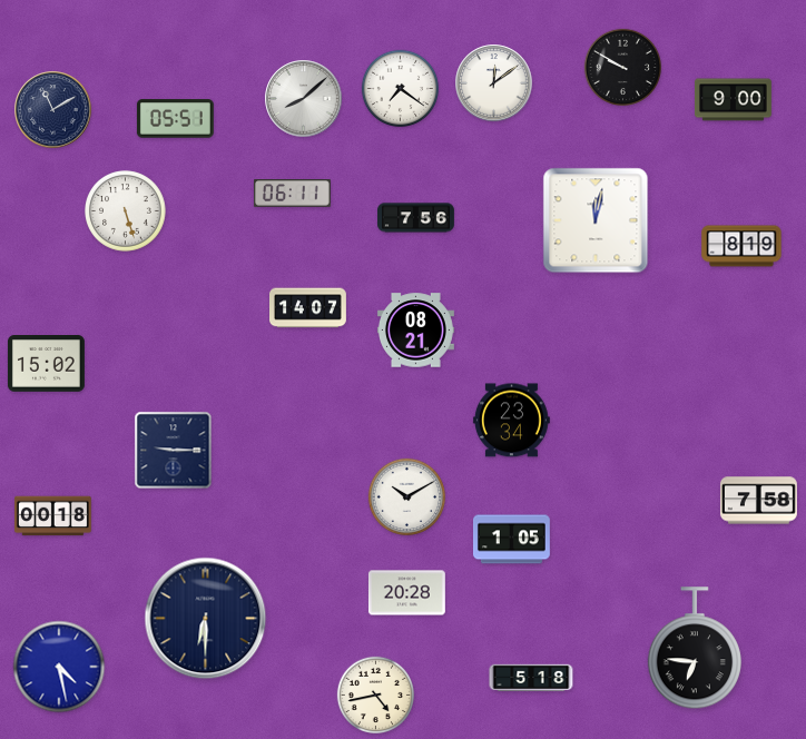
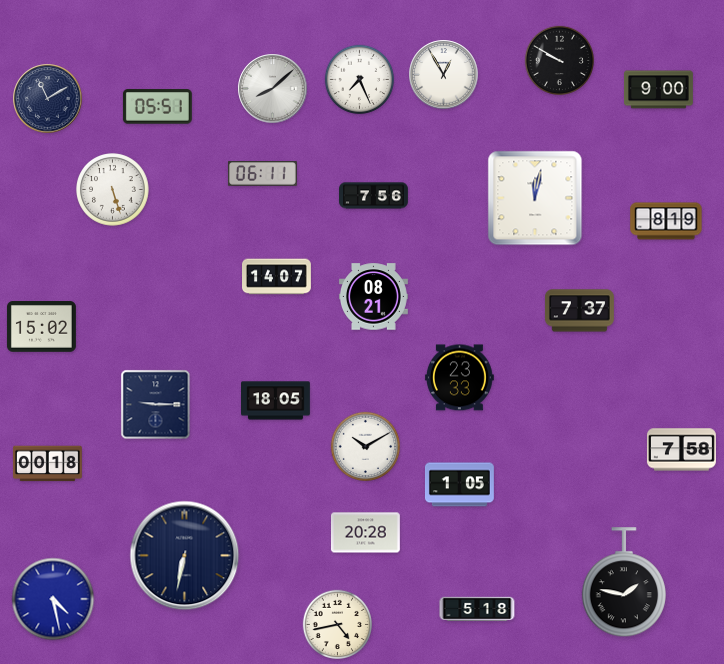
clock at (494, 83): 12:09 -> 12:55
clock at (401, 89): 7:21 -> 7:26
clock at (579, 311): none -> 7:37
clock at (511, 421): 23:34 -> 23:33
clock at (276, 401): none -> 18:05
clock at (206, 619): 6:30 -> 6:32
clock at (695, 649): 6:46 -> 1:47
